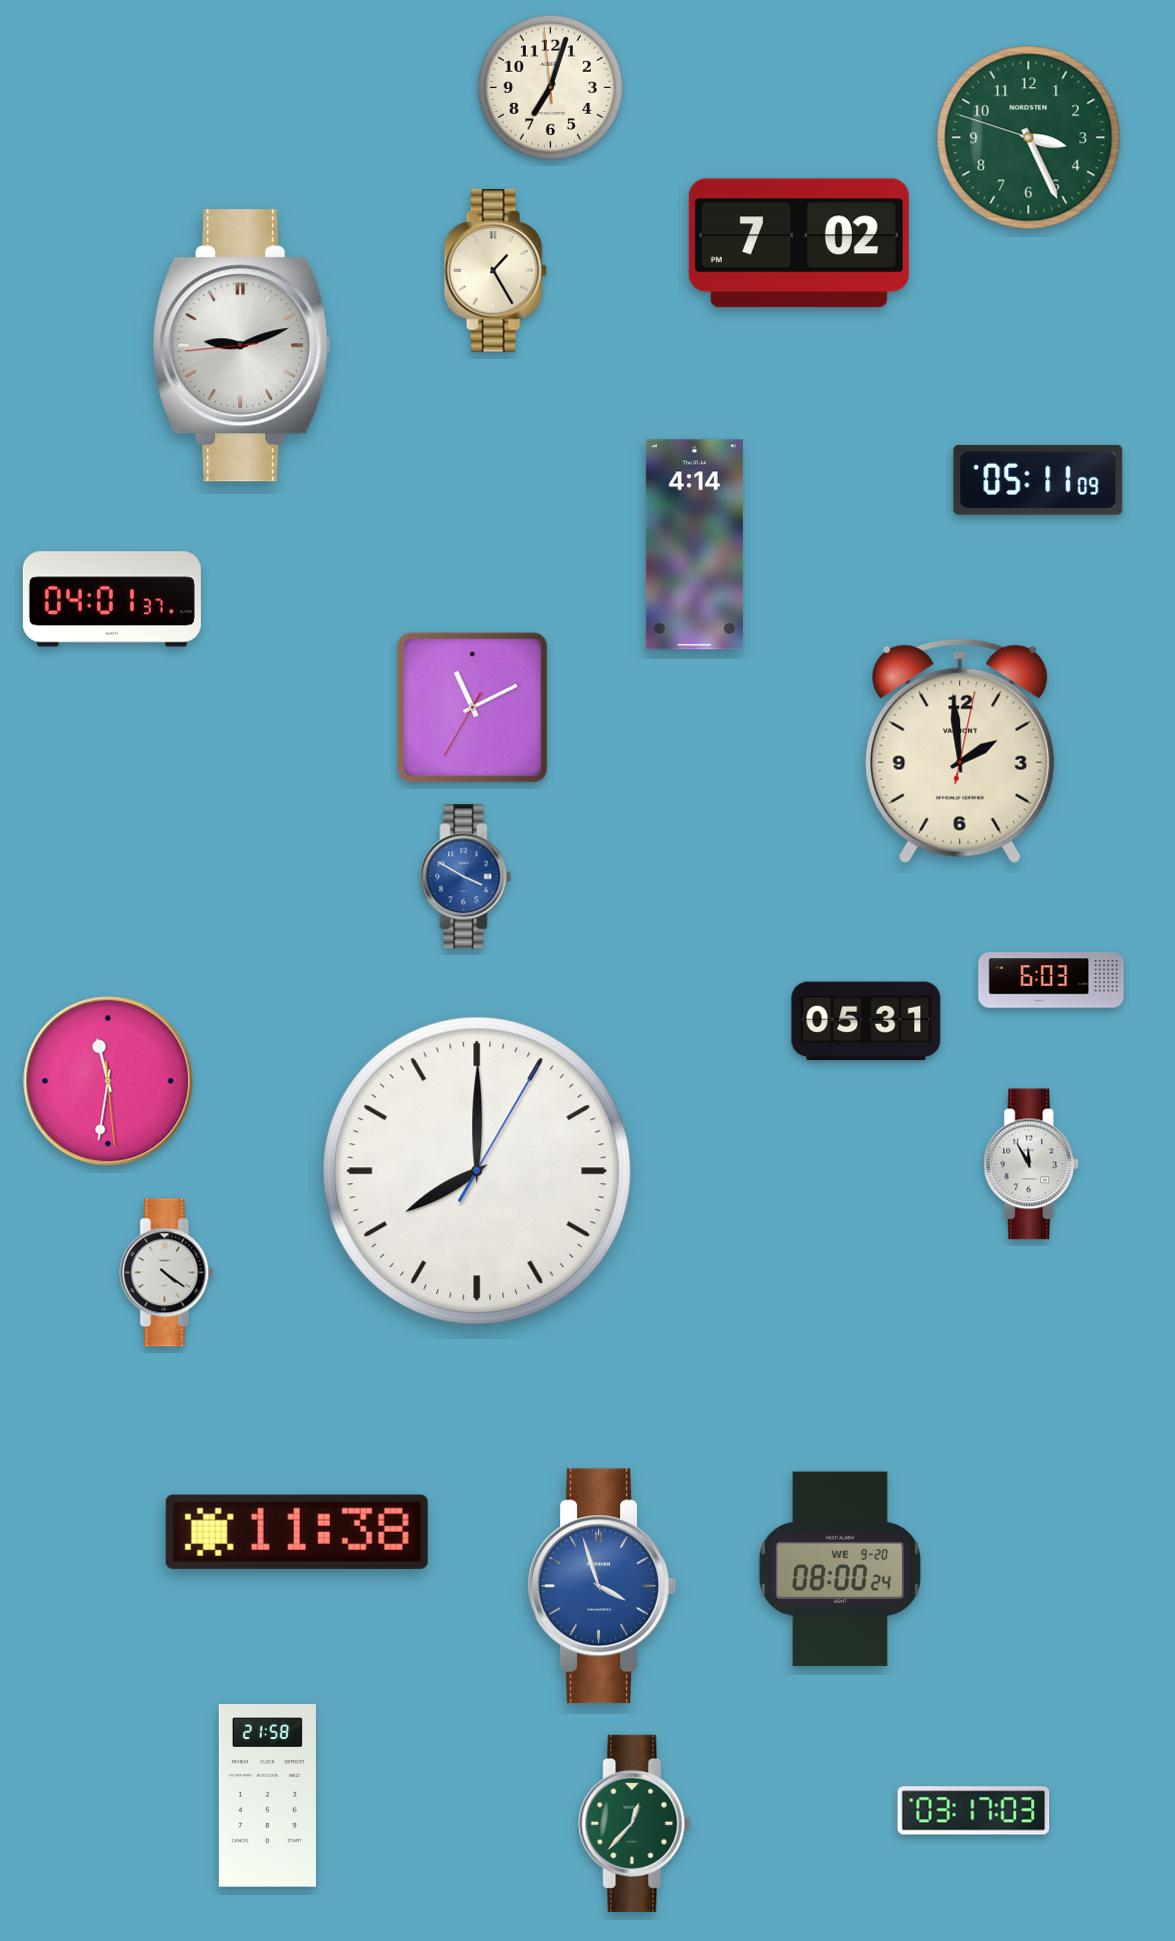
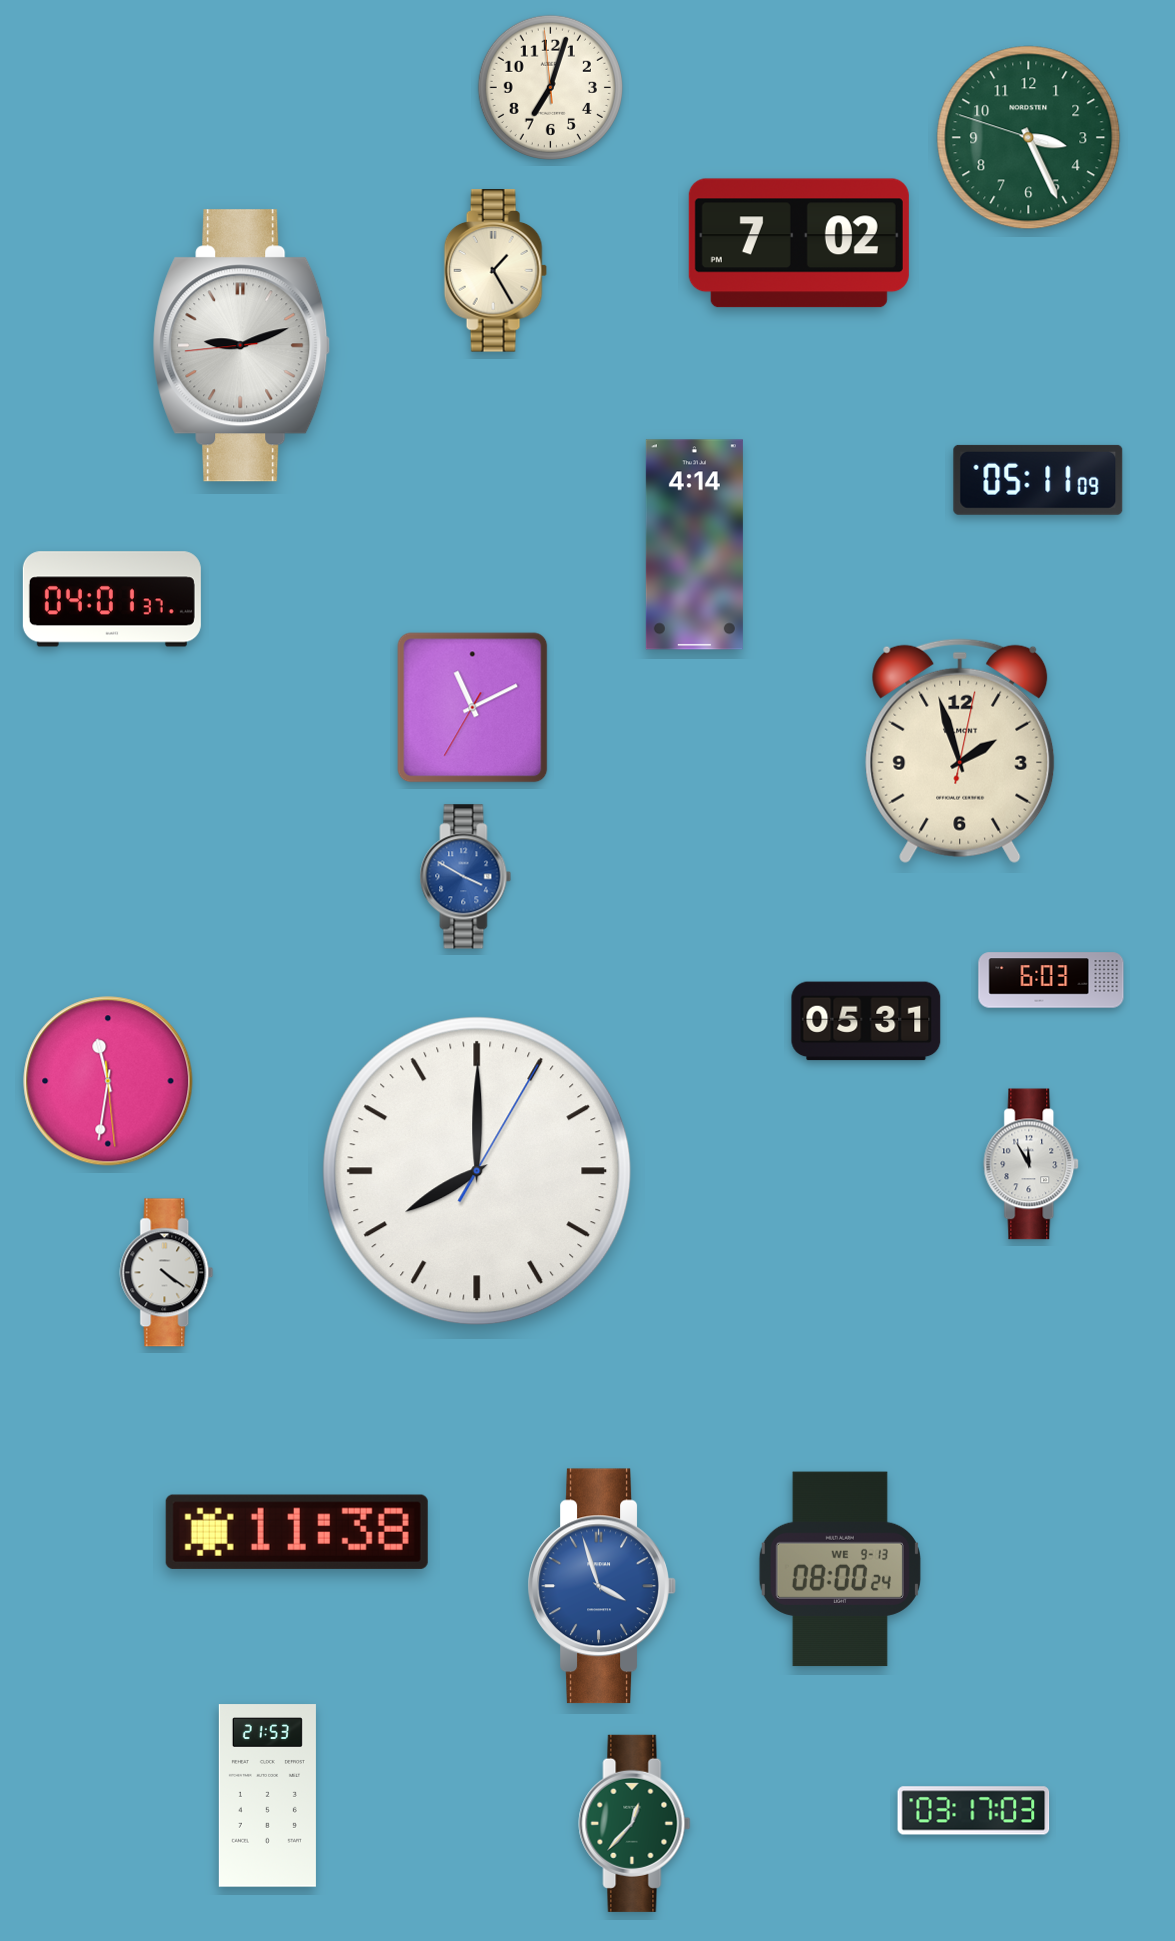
clock at (960, 751): 1:59 -> 1:57
clock at (840, 1569) date: WE 9-20 -> WE 9-13
clock at (267, 1796): 21:58 -> 21:53
